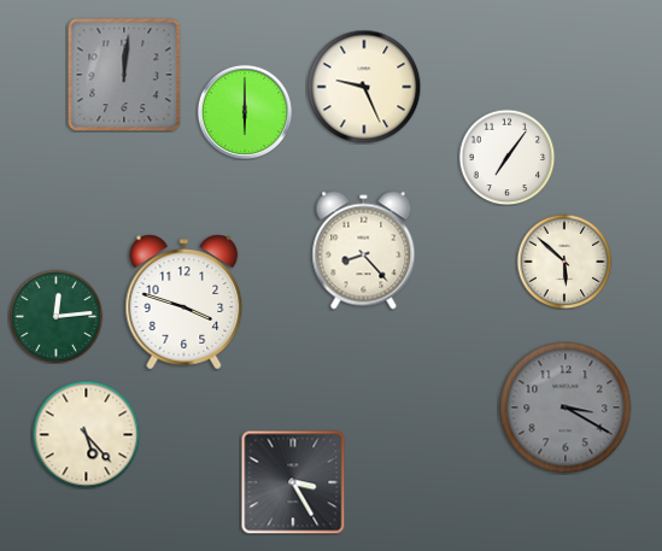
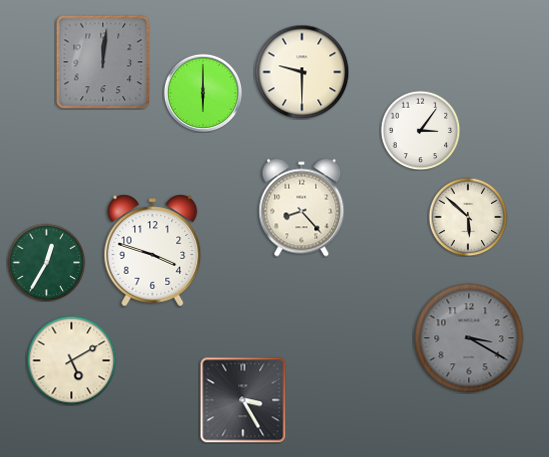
clock at (364, 87): 9:26 -> 9:30
clock at (506, 157): 7:06 -> 3:06
clock at (55, 316): 12:14 -> 12:35
clock at (86, 434): 5:23 -> 5:10
